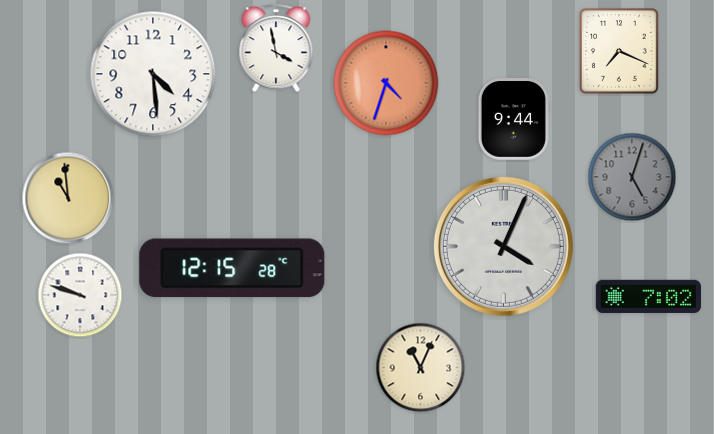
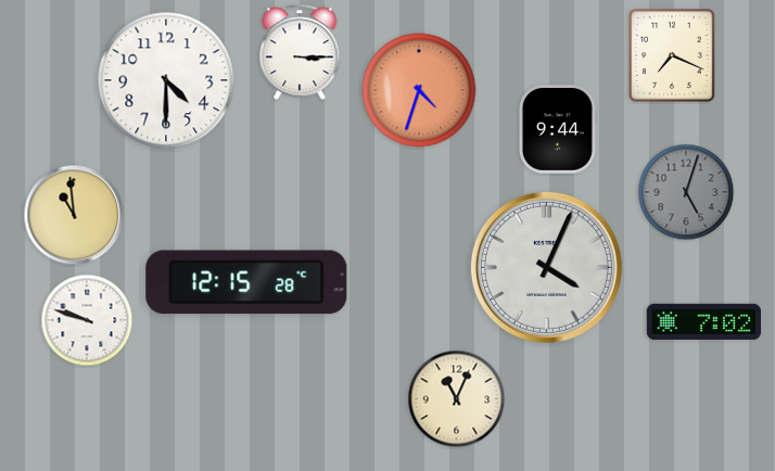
clock at (276, 49): 3:58 -> 3:15
clock at (153, 74): 4:29 -> 4:30
clock at (232, 268) position: (232, 268) -> (246, 282)
